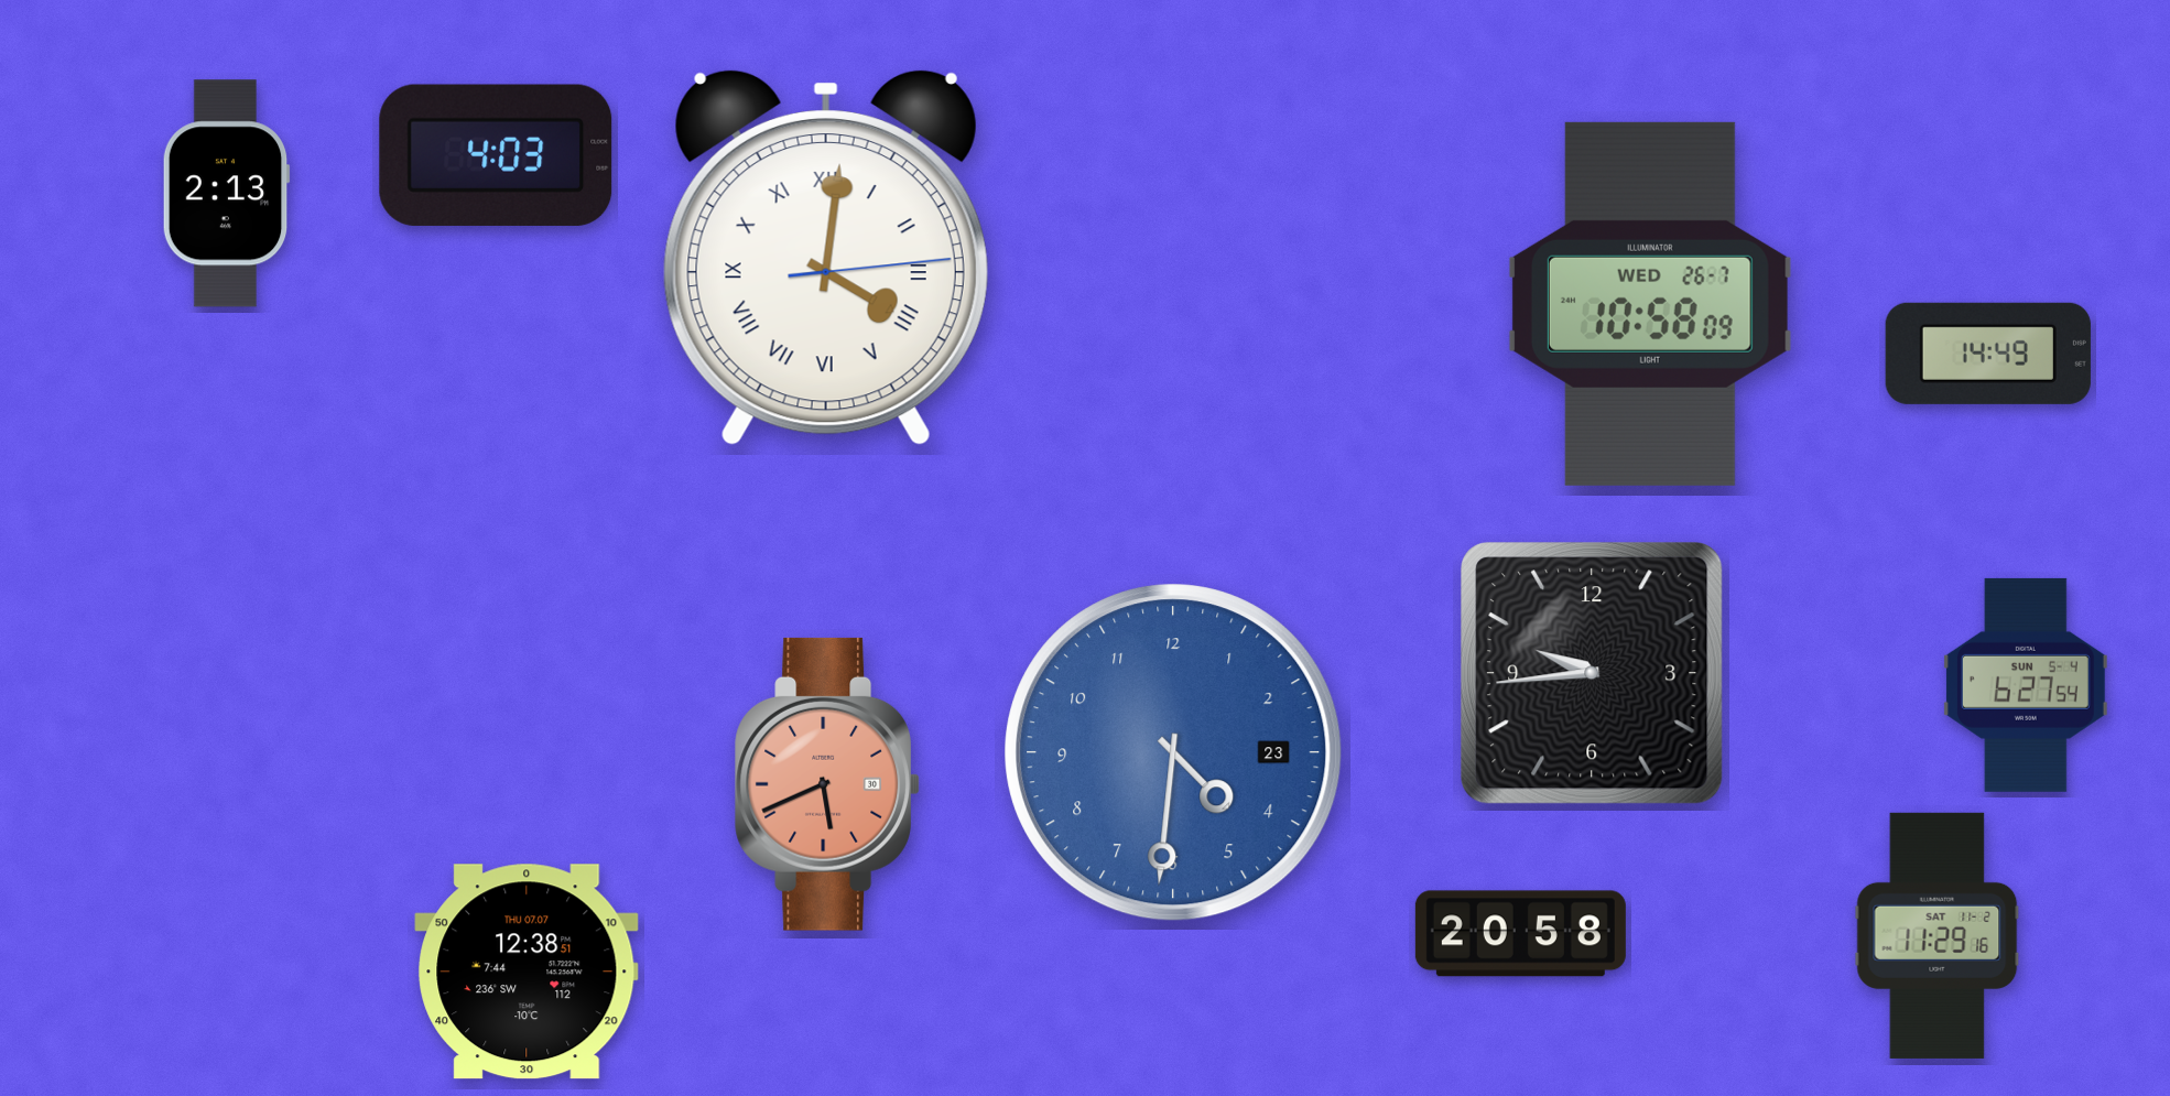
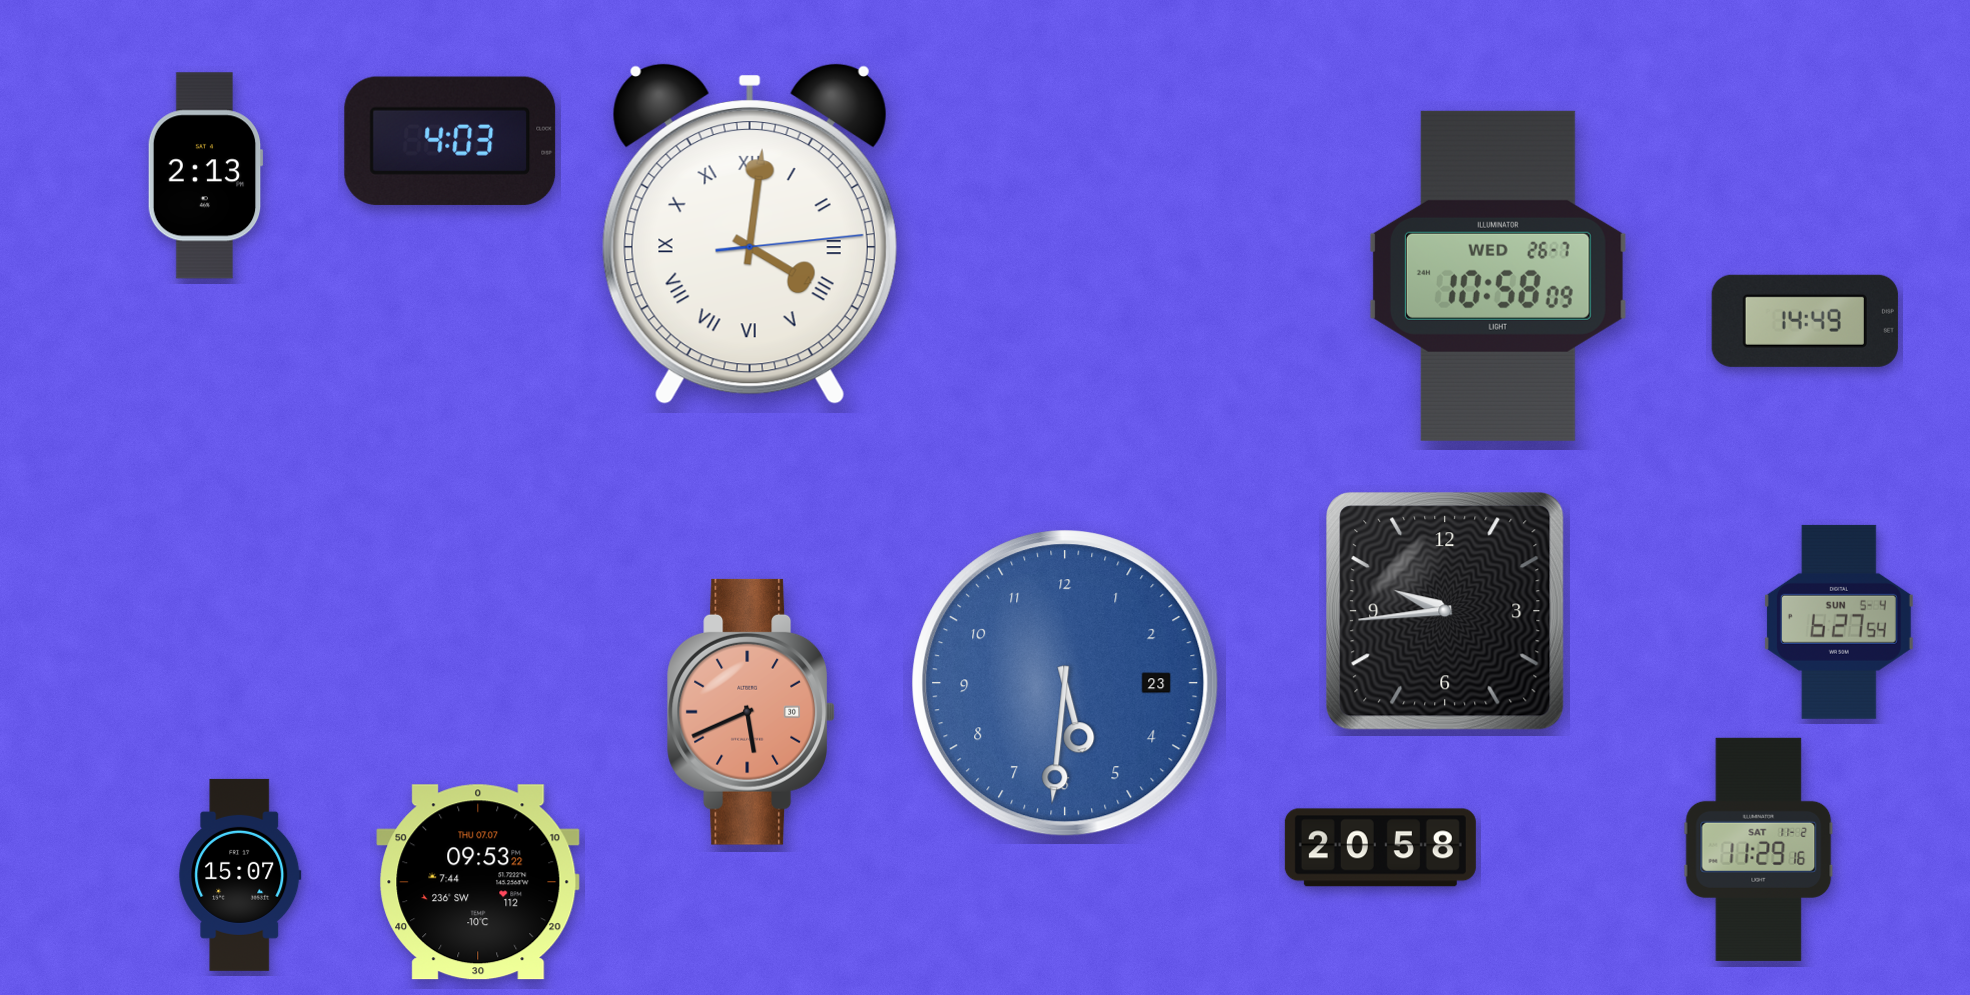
clock at (1173, 752): 4:31 -> 5:31
clock at (240, 875): none -> 15:07
clock at (527, 972): 12:38 -> 09:53
